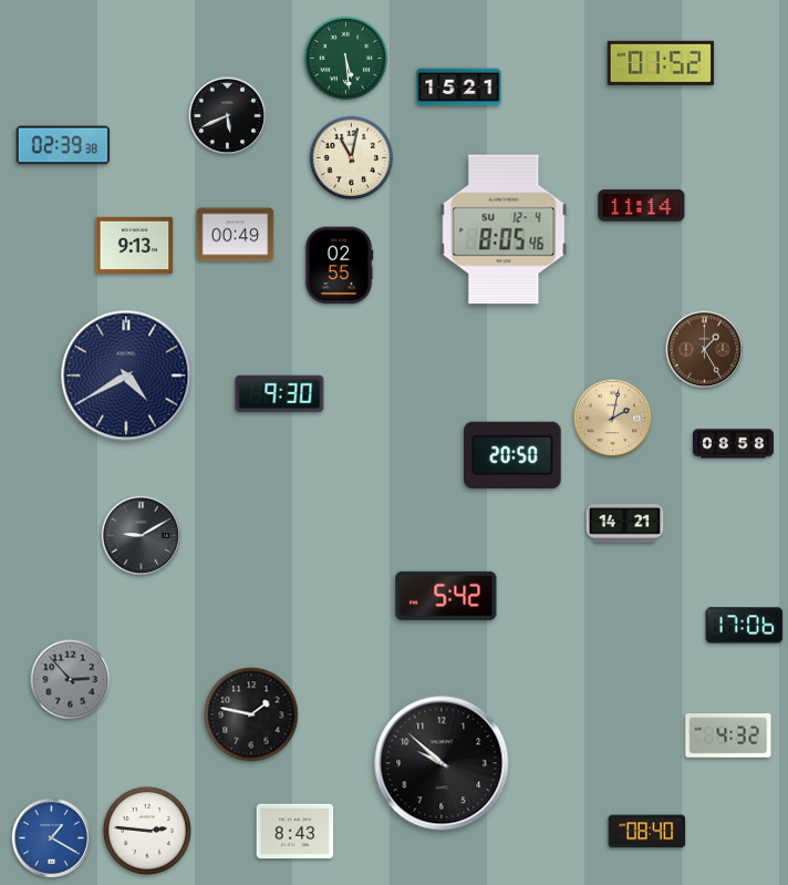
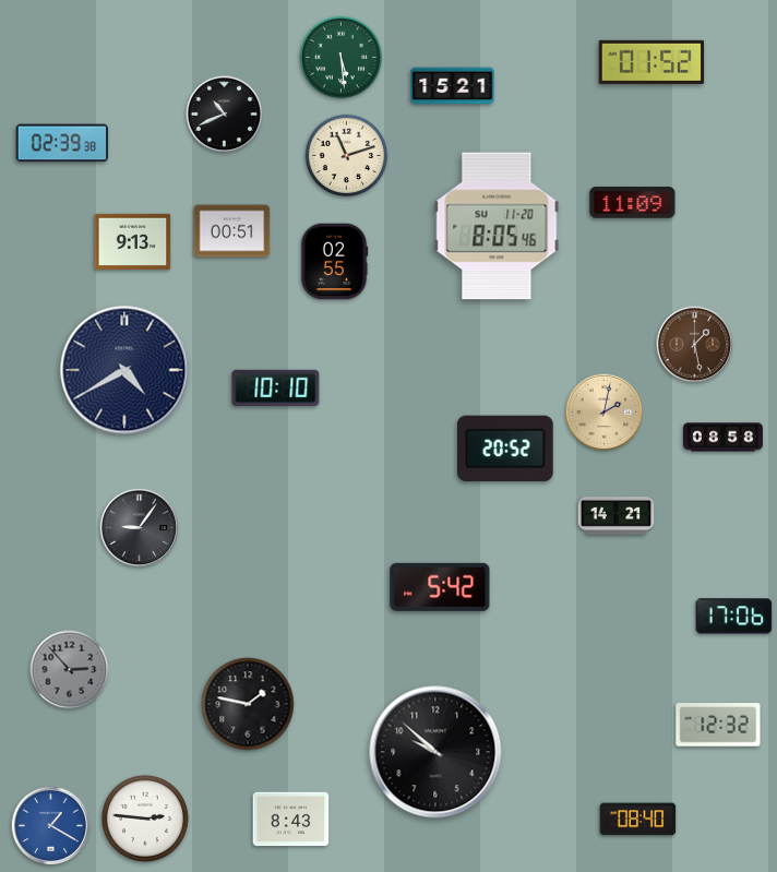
clock at (228, 116): 5:41 -> 10:41
clock at (352, 158): 11:02 -> 11:12
clock at (642, 206): 11:14 -> 11:09
clock at (504, 229) date: SU 12-4 -> SU 11-20
clock at (236, 235): 00:49 -> 00:51
clock at (705, 350): 1:25 -> 1:28
clock at (280, 394): 9:30 -> 10:10
clock at (514, 454): 20:50 -> 20:52
clock at (142, 536): 9:10 -> 9:06
clock at (728, 737): 4:32 -> 12:32
